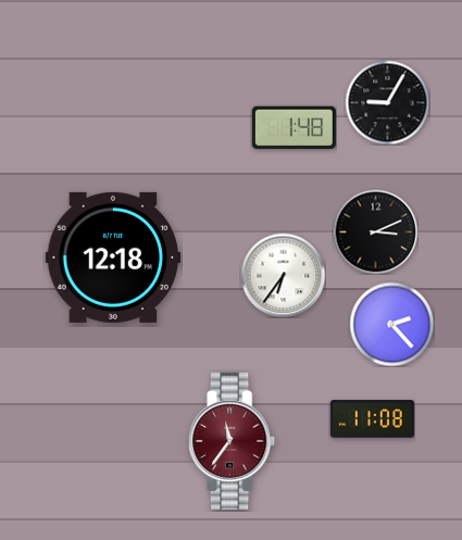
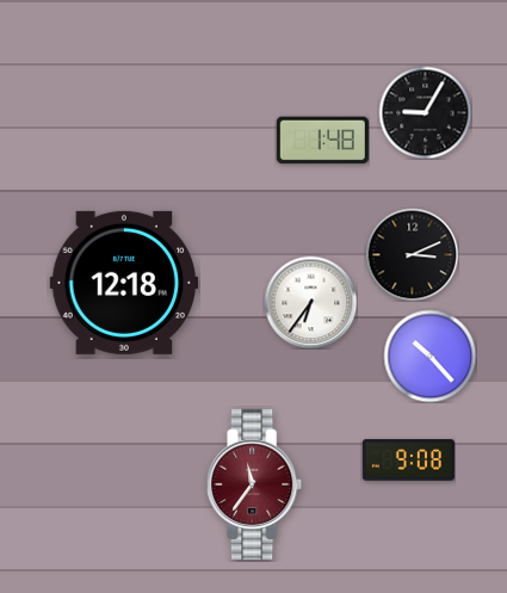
clock at (391, 324): 2:23 -> 10:23
clock at (372, 419): 11:08 -> 9:08
